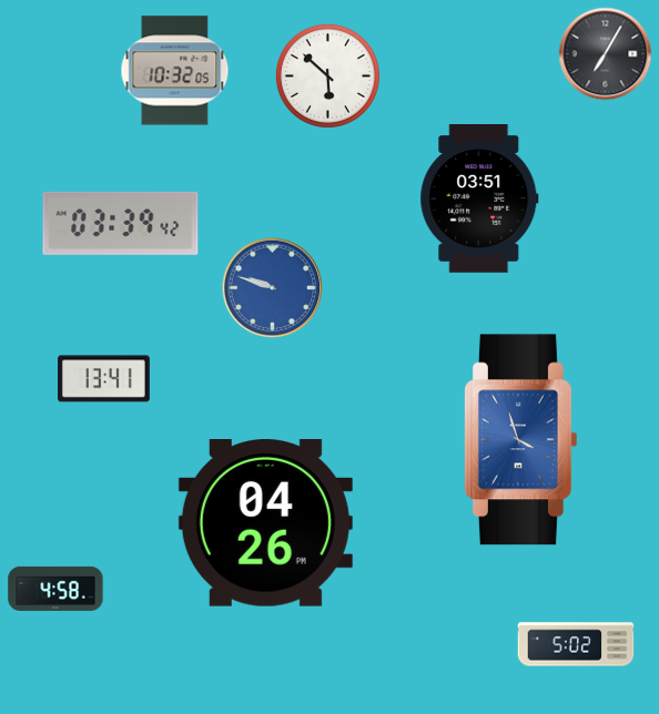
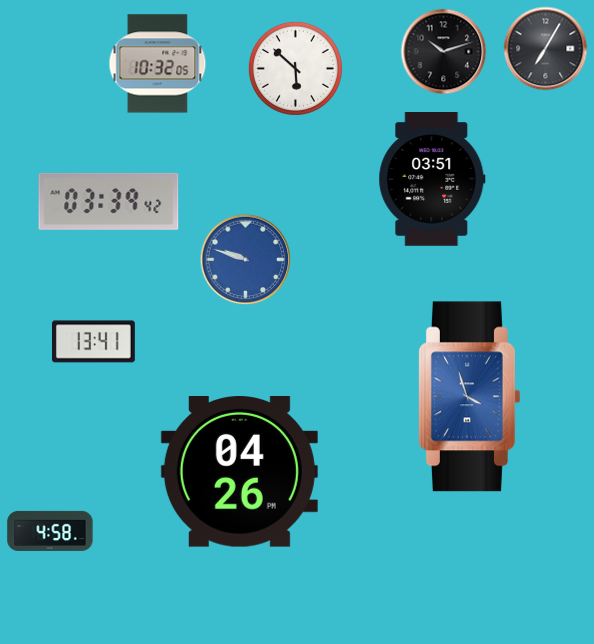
clock at (444, 52): none -> 10:12
clock at (576, 644): 5:02 -> none
